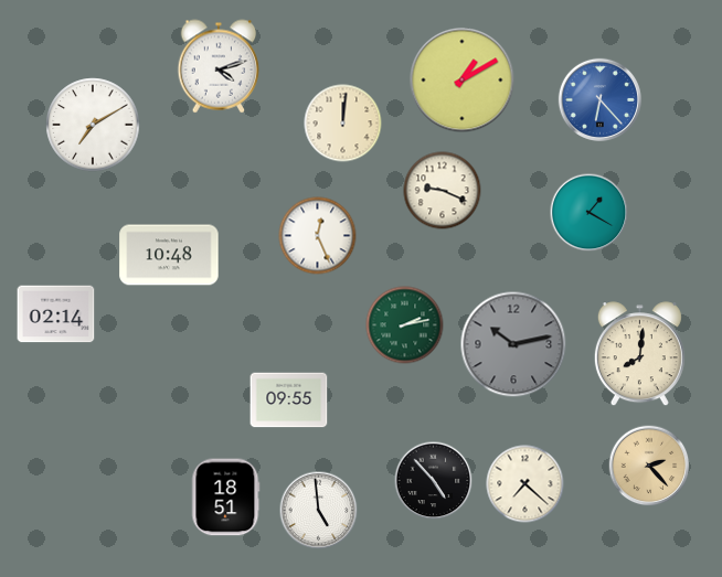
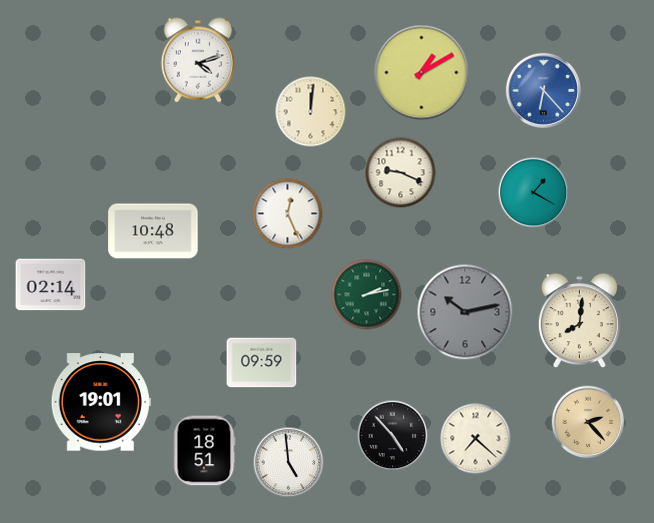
clock at (463, 81) position: (463, 81) -> (422, 73)
clock at (93, 125): 7:10 -> none
clock at (289, 400): 09:55 -> 09:59
clock at (101, 402): none -> 19:01
